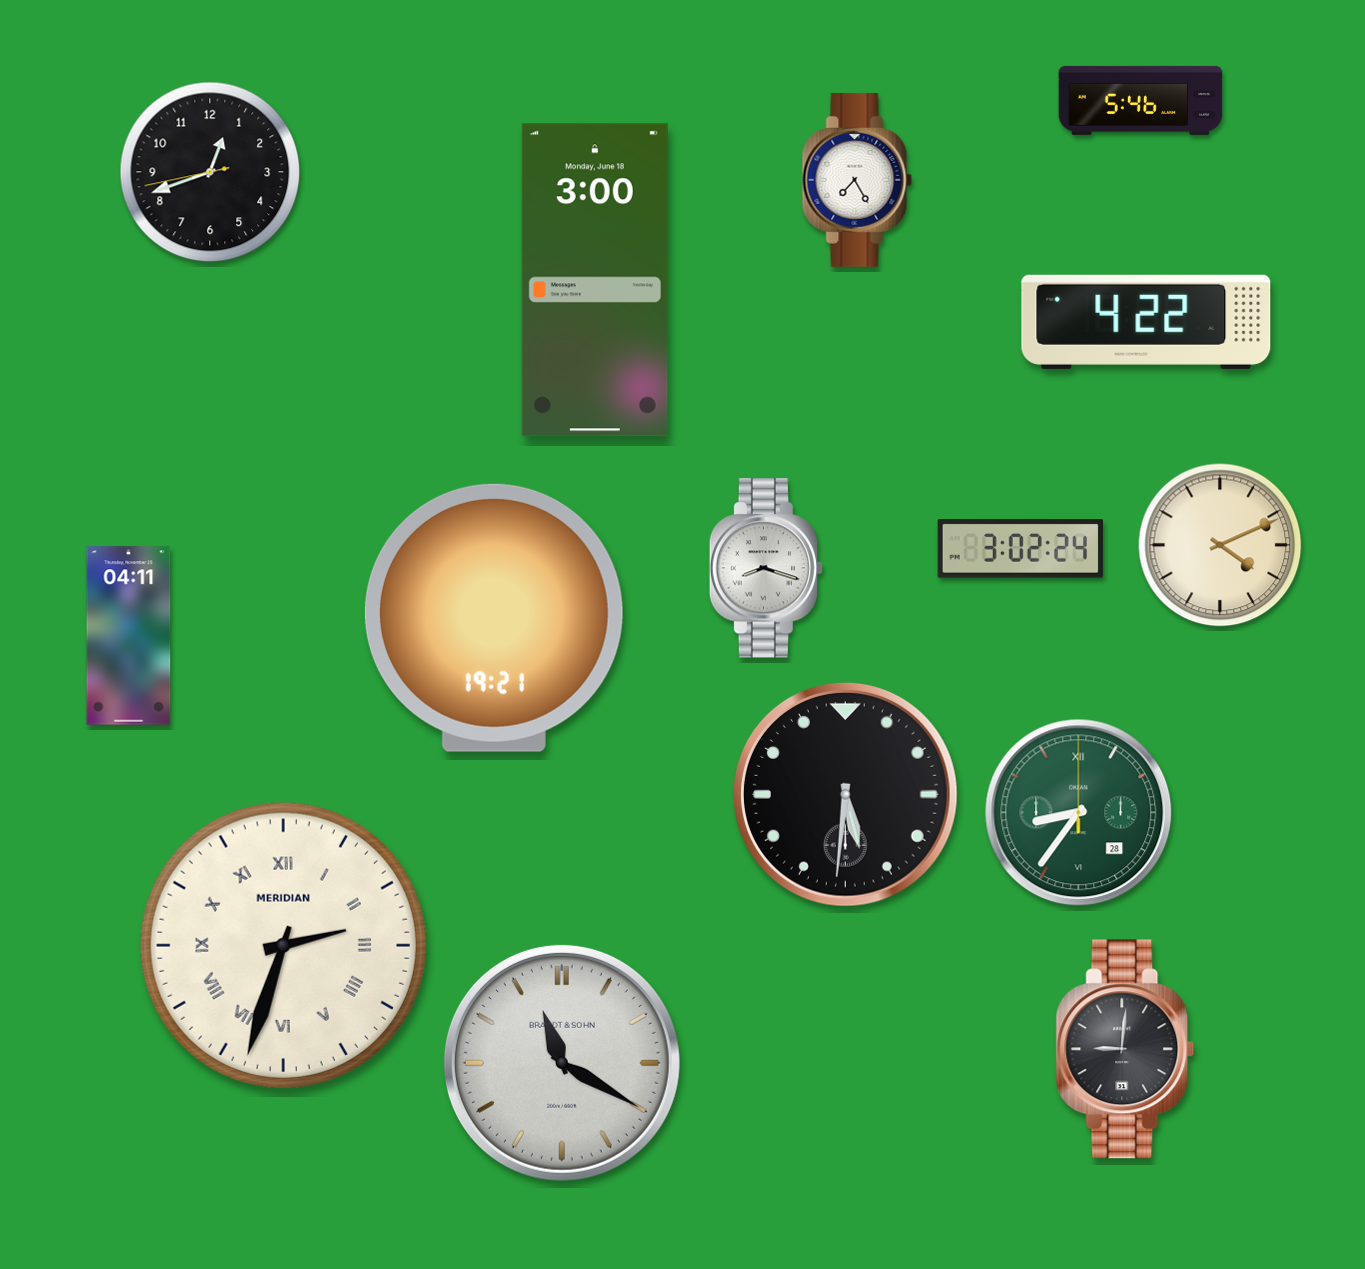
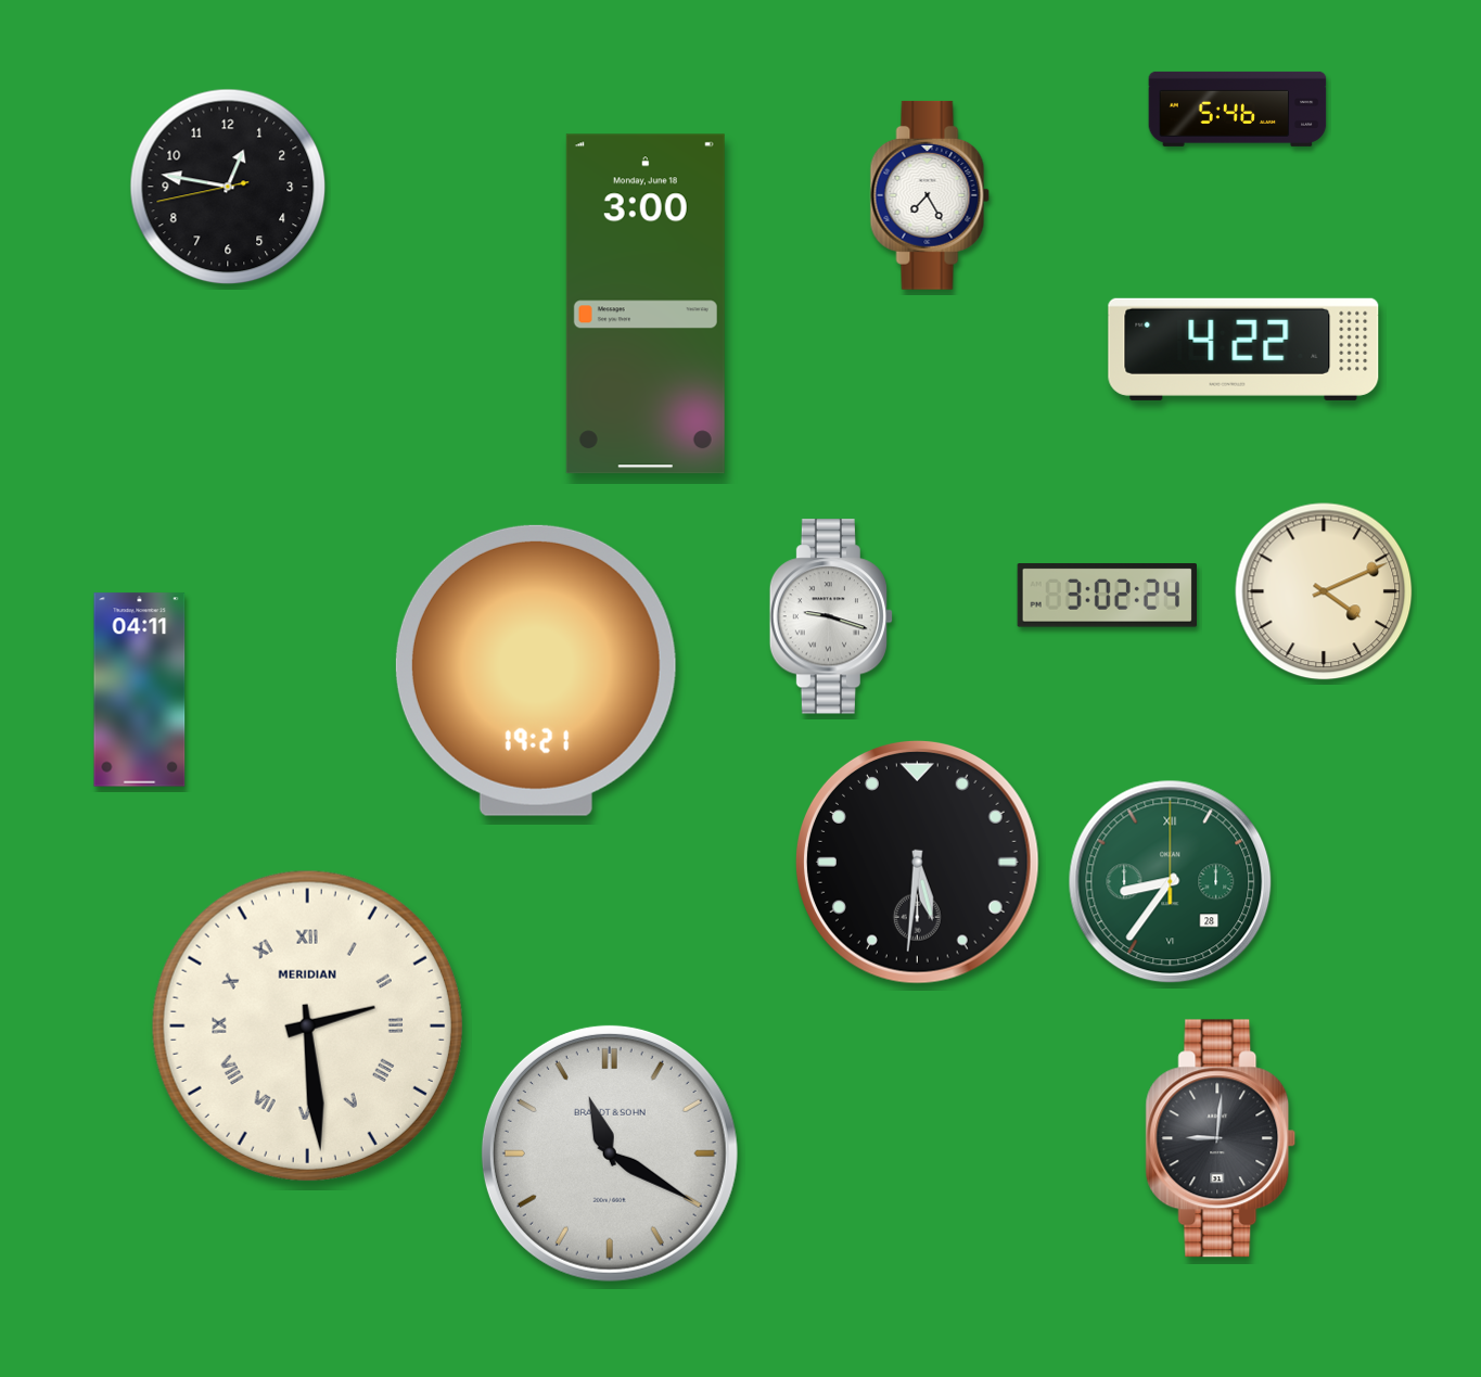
clock at (210, 172): 12:41 -> 12:46
clock at (766, 568): 8:18 -> 9:18
clock at (283, 945): 2:33 -> 2:29
